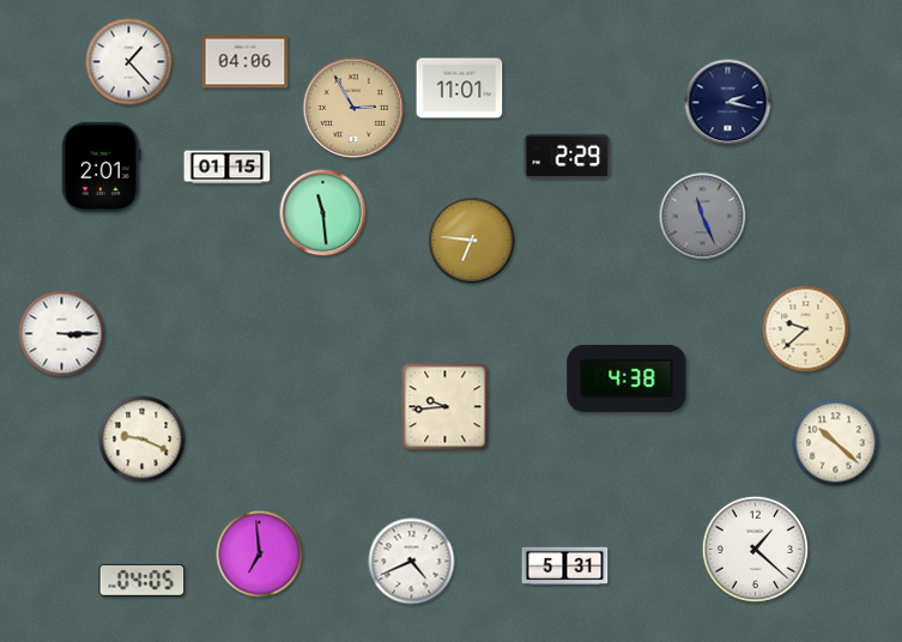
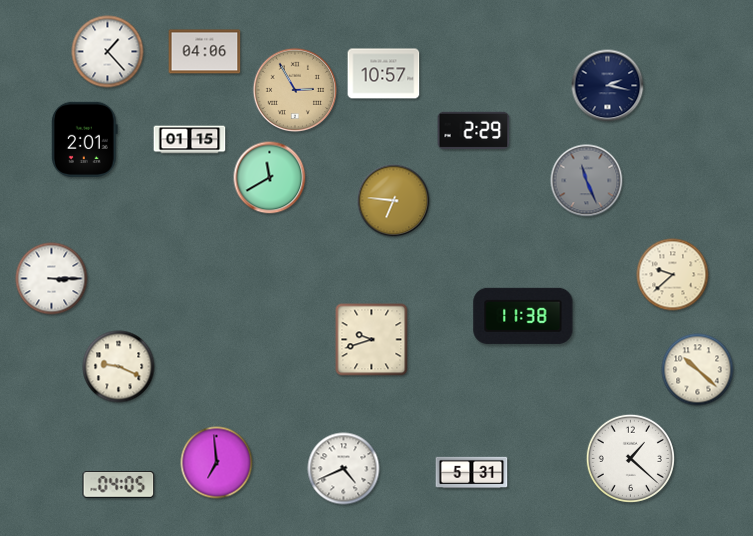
clock at (460, 89): 11:01 -> 10:57
clock at (323, 213): 11:29 -> 11:40
clock at (626, 378): 4:38 -> 11:38
clock at (446, 407): 9:44 -> 9:42
